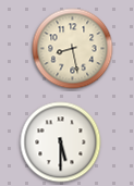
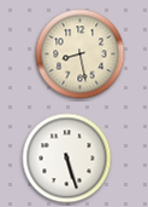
clock at (61, 142): 5:30 -> 5:27
